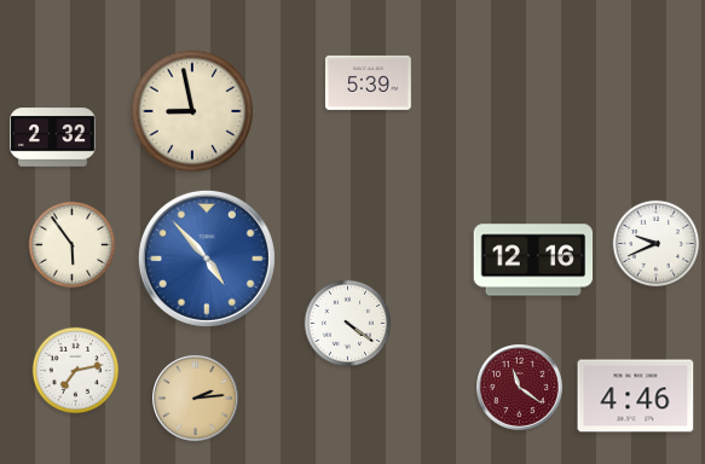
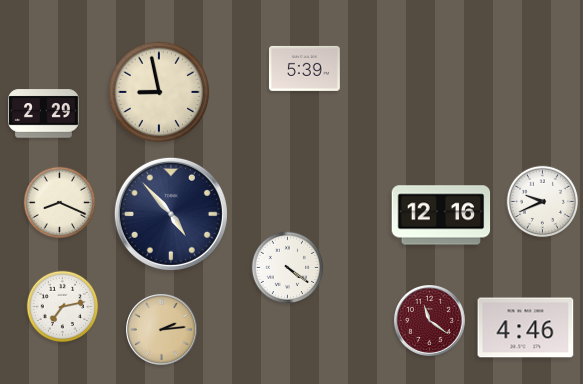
clock at (53, 138): 2:32 -> 2:29
clock at (73, 245): 5:54 -> 8:19
clock at (207, 259) dial: blue -> navy
